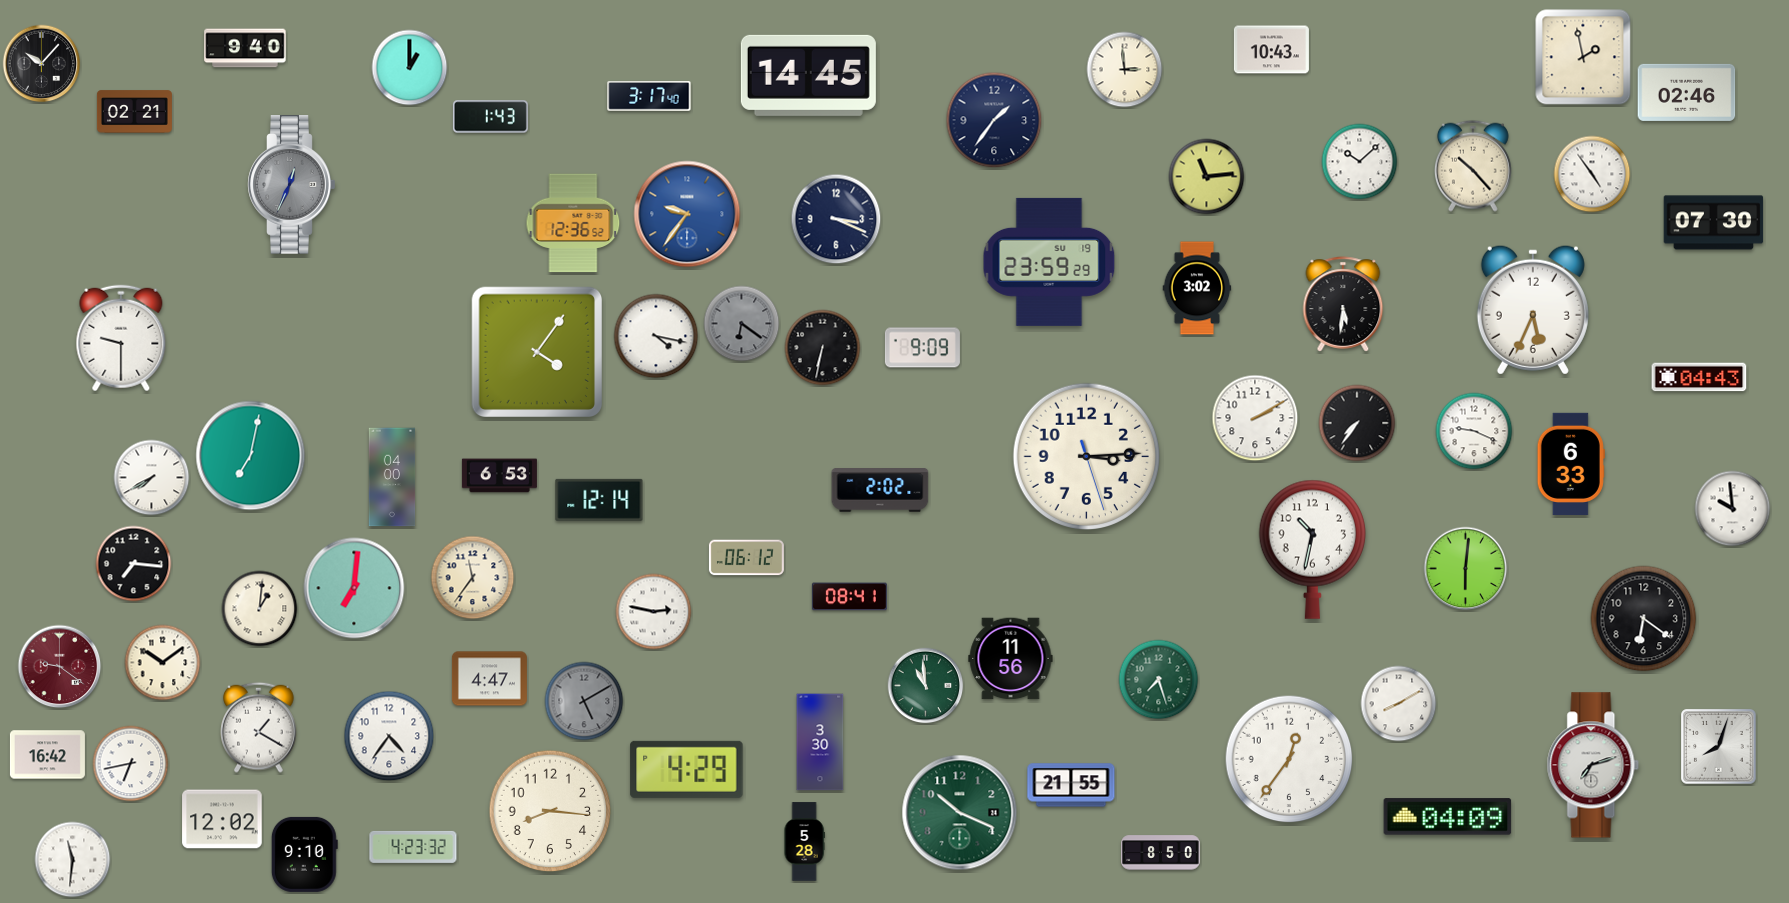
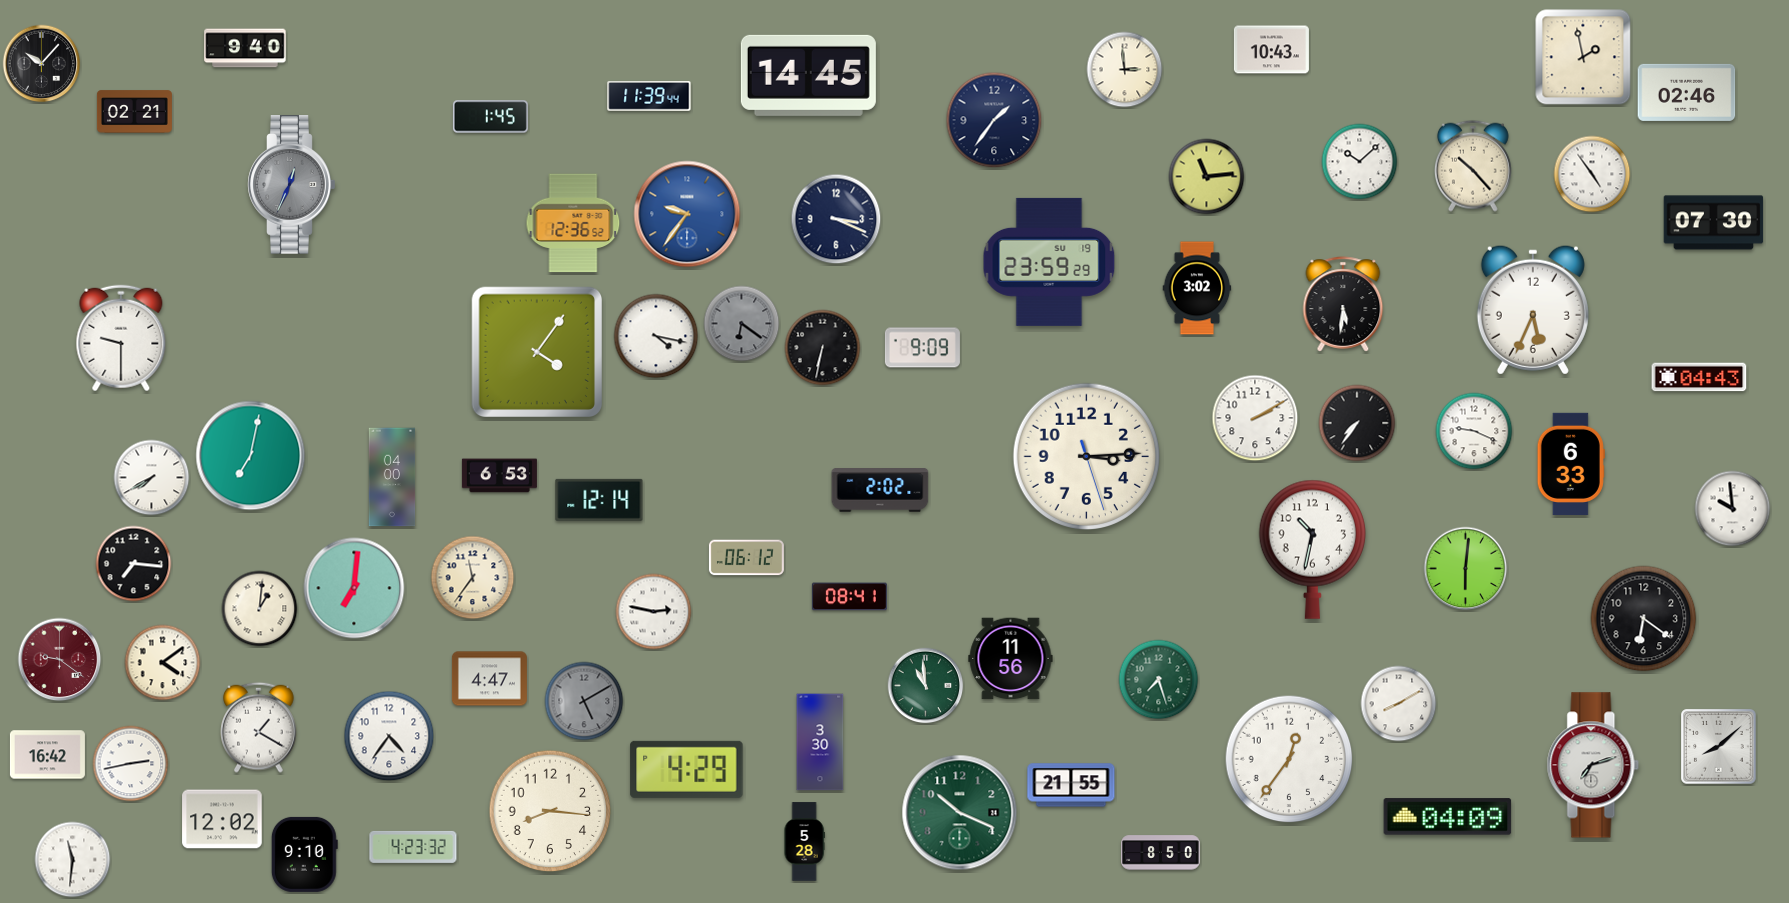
clock at (410, 68): 1:00 -> none
clock at (649, 97): 3:17 -> 11:39
clock at (490, 117): 1:43 -> 1:45
clock at (163, 663): 10:09 -> 4:09
clock at (60, 667) position: (60, 667) -> (60, 660)
clock at (1719, 747): 8:03 -> 8:08
clock at (131, 764): 6:43 -> 2:43
